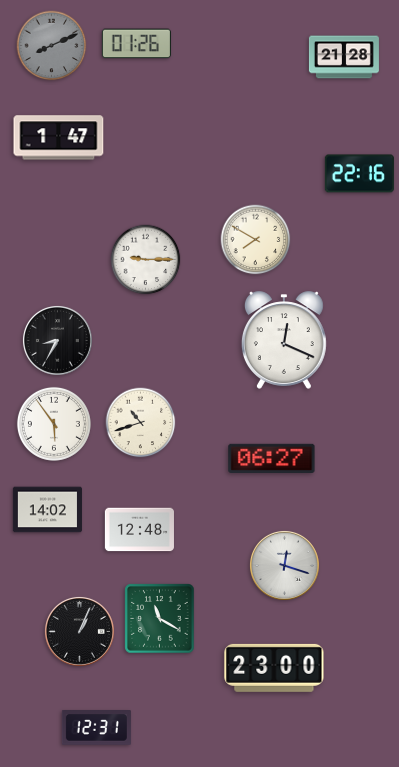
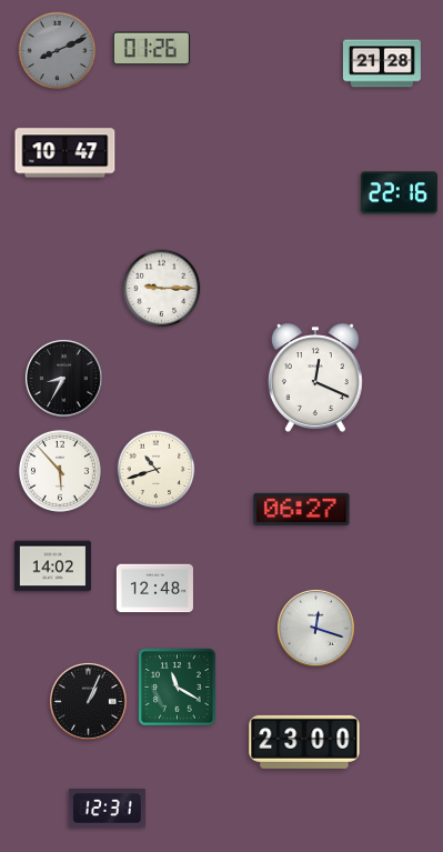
clock at (59, 138): 1:47 -> 10:47
clock at (256, 240): 7:50 -> none
clock at (54, 424): 5:54 -> 5:53
